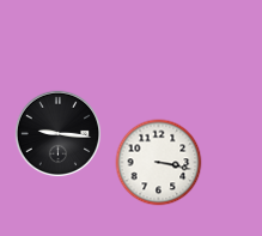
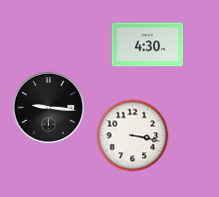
clock at (148, 45): none -> 4:30
clock at (59, 134) position: (59, 134) -> (49, 108)
